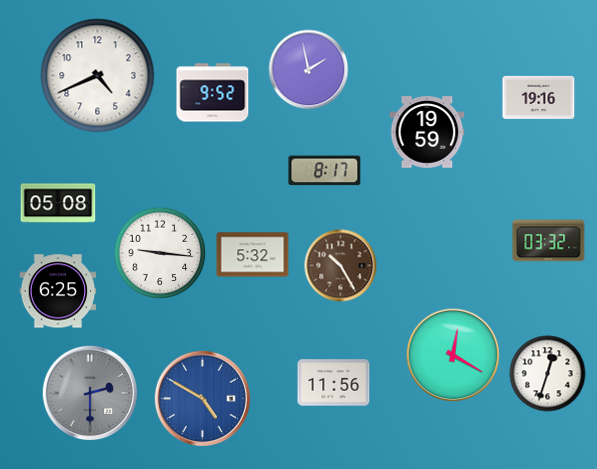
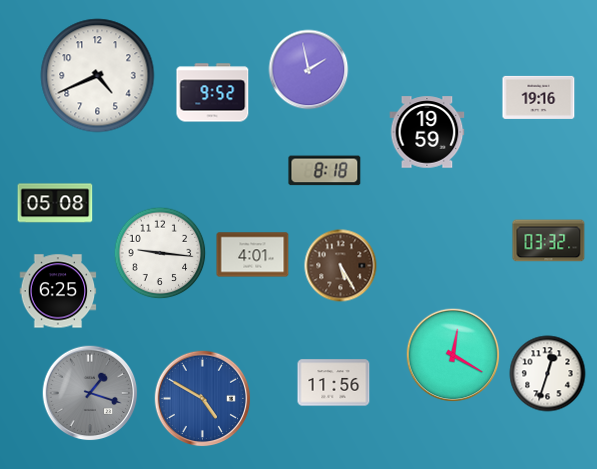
clock at (325, 171): 8:17 -> 8:18
clock at (58, 203) position: (58, 203) -> (55, 203)
clock at (253, 255): 5:32 -> 4:01
clock at (341, 266): 10:25 -> 5:25
clock at (90, 393): 2:30 -> 1:18
